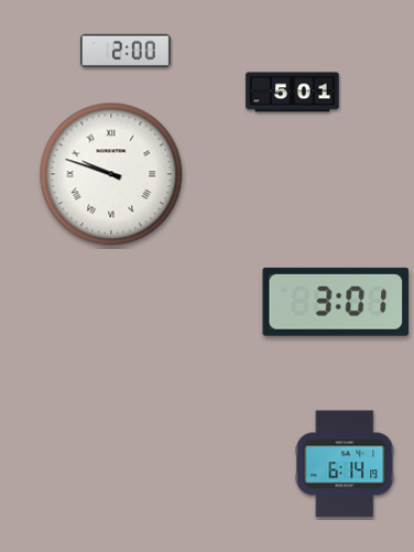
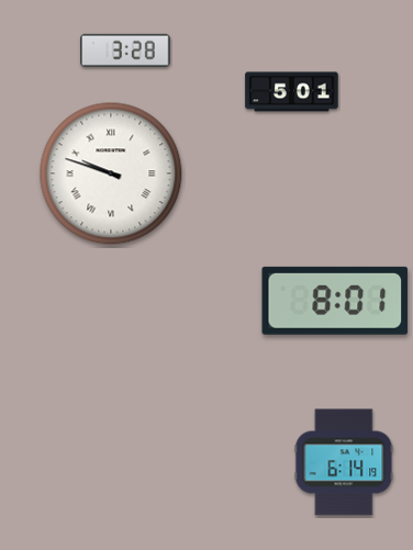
clock at (127, 51): 2:00 -> 3:28
clock at (336, 302): 3:01 -> 8:01
